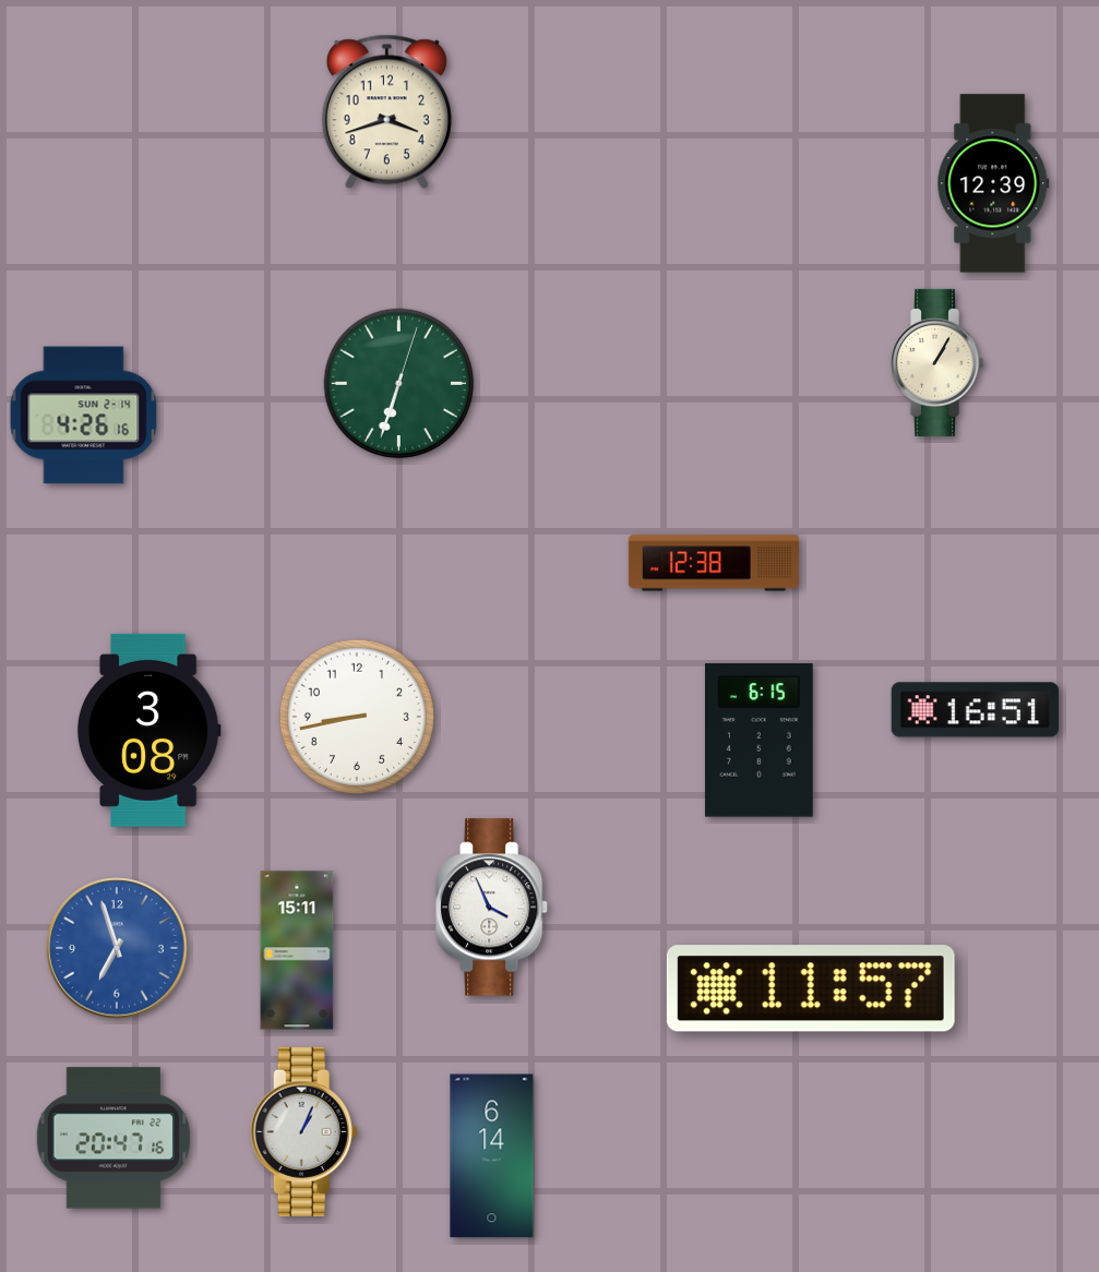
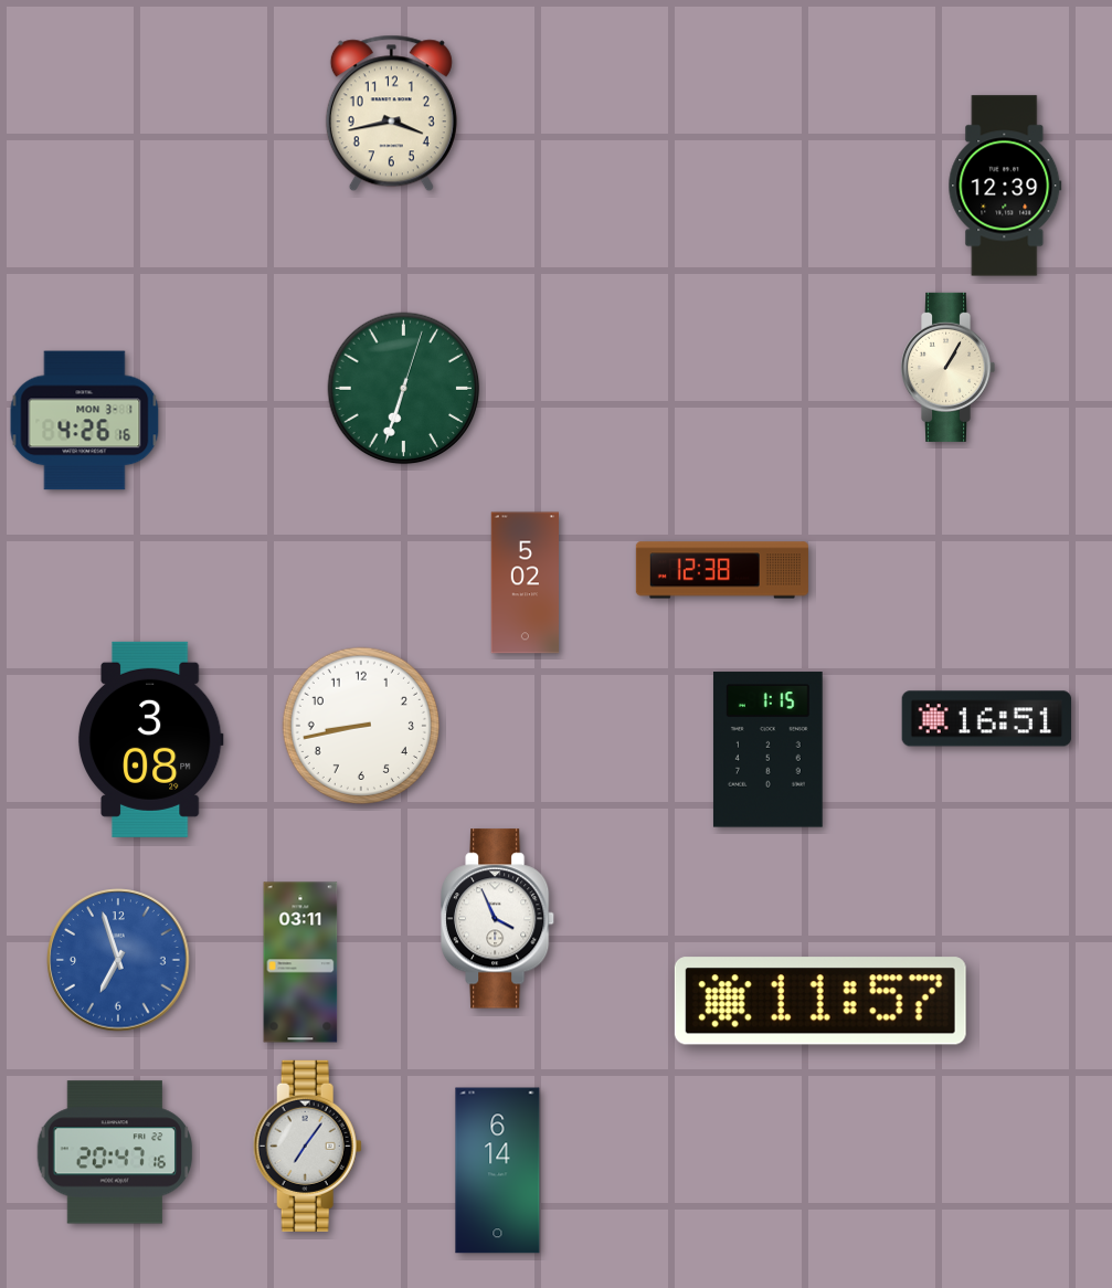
clock at (386, 112): 3:42 -> 3:43
clock at (84, 416) date: SUN 2-14 -> MON 3-1
clock at (526, 583): none -> 5:02
clock at (758, 741): 6:15 -> 1:15
clock at (297, 950): 15:11 -> 03:11
clock at (303, 1131): 1:04 -> 7:06
